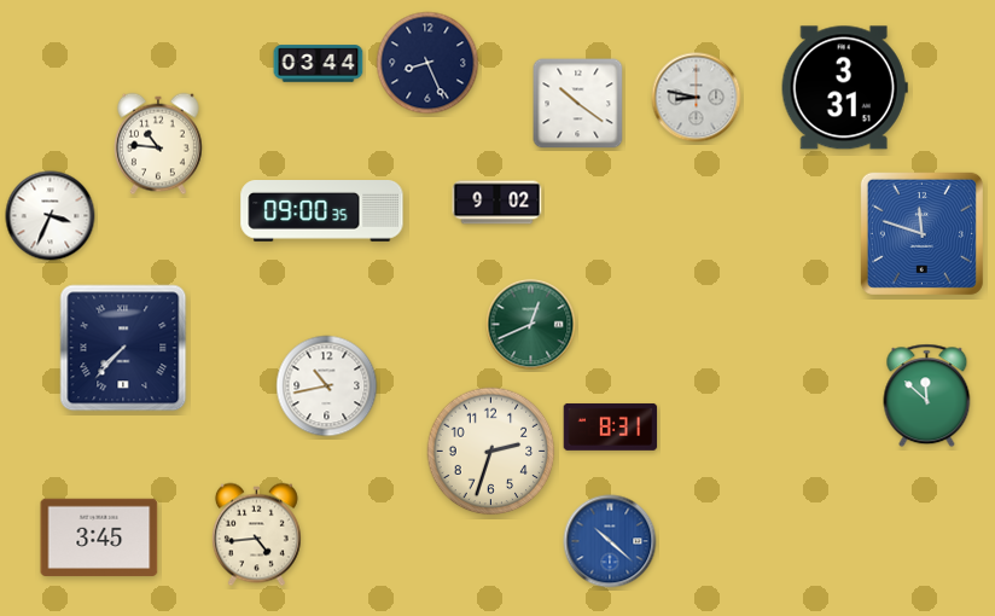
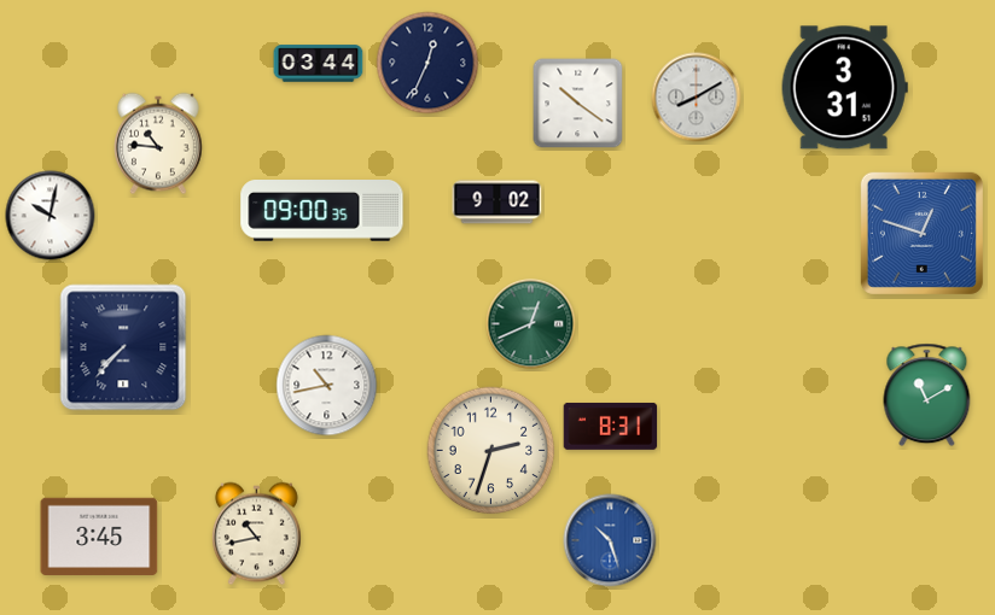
clock at (427, 63): 8:26 -> 12:34
clock at (697, 98): 8:47 -> 8:10
clock at (51, 216): 3:34 -> 10:02
clock at (921, 233): 11:48 -> 12:48
clock at (927, 396): 11:52 -> 11:10
clock at (256, 535): 4:44 -> 10:43
clock at (610, 541): 10:22 -> 10:27
